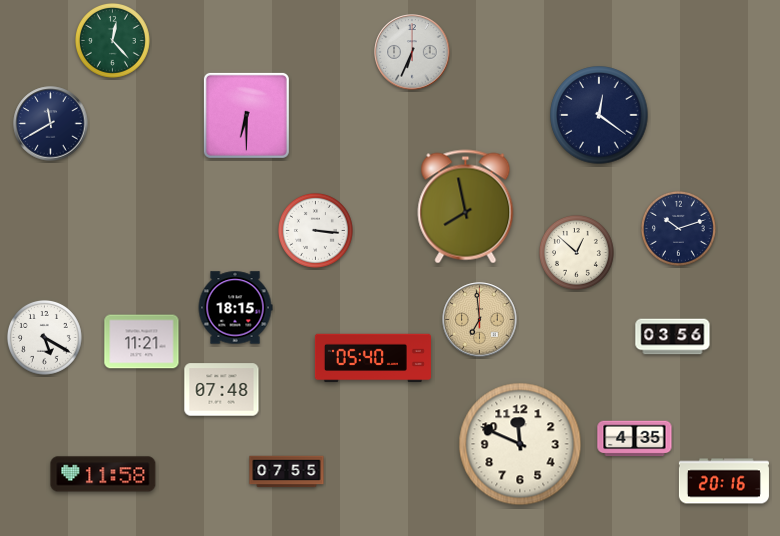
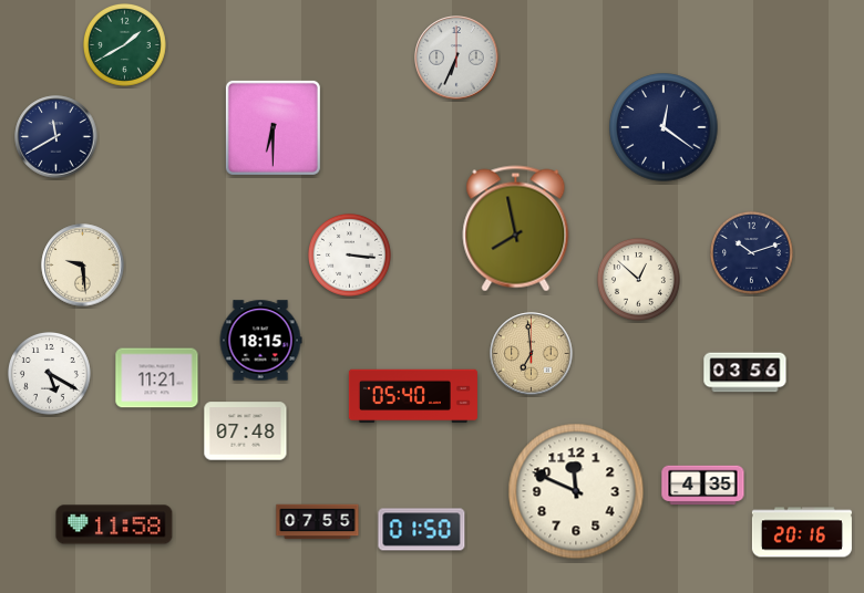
clock at (112, 40): 12:23 -> 1:40
clock at (83, 266): none -> 9:29
clock at (422, 530): none -> 01:50
